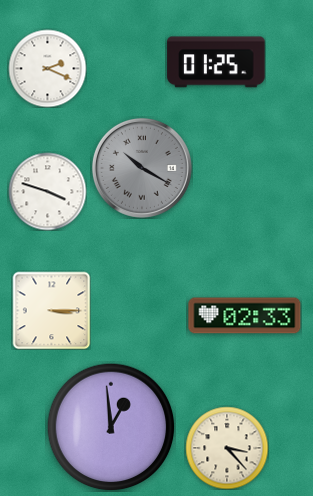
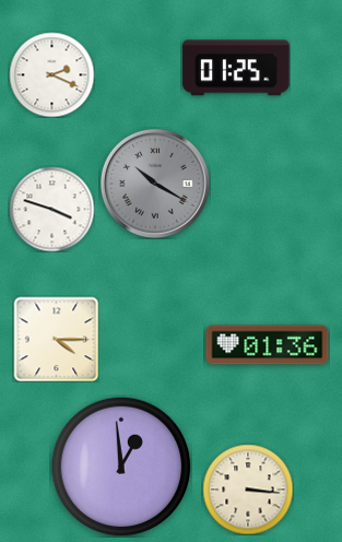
clock at (51, 310): 3:15 -> 4:15
clock at (245, 316): 02:33 -> 01:36
clock at (227, 448): 3:23 -> 3:16
